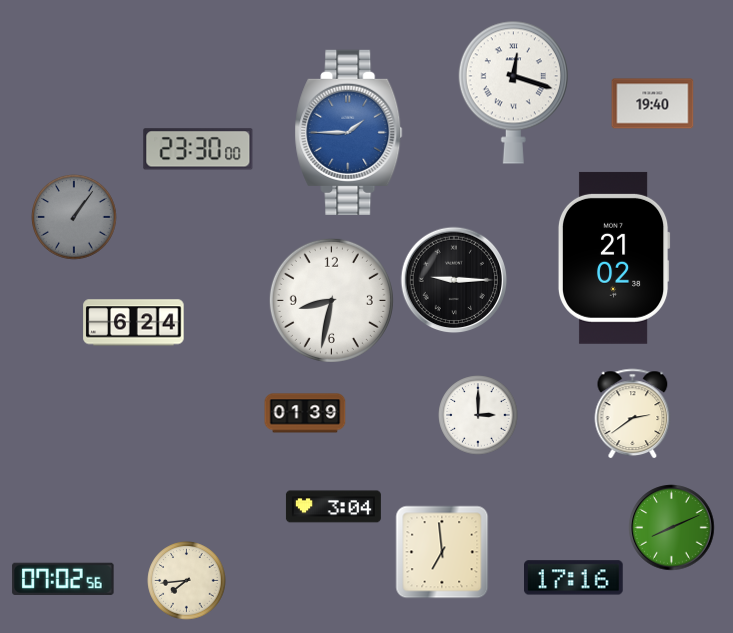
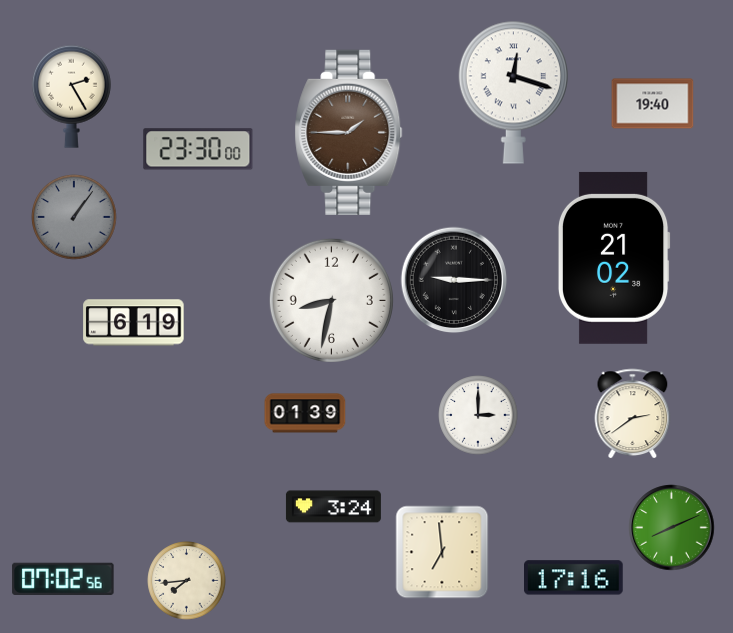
clock at (71, 96): none -> 2:25
clock at (349, 132) dial: blue -> brown
clock at (134, 323): 6:24 -> 6:19
clock at (333, 507): 3:04 -> 3:24
